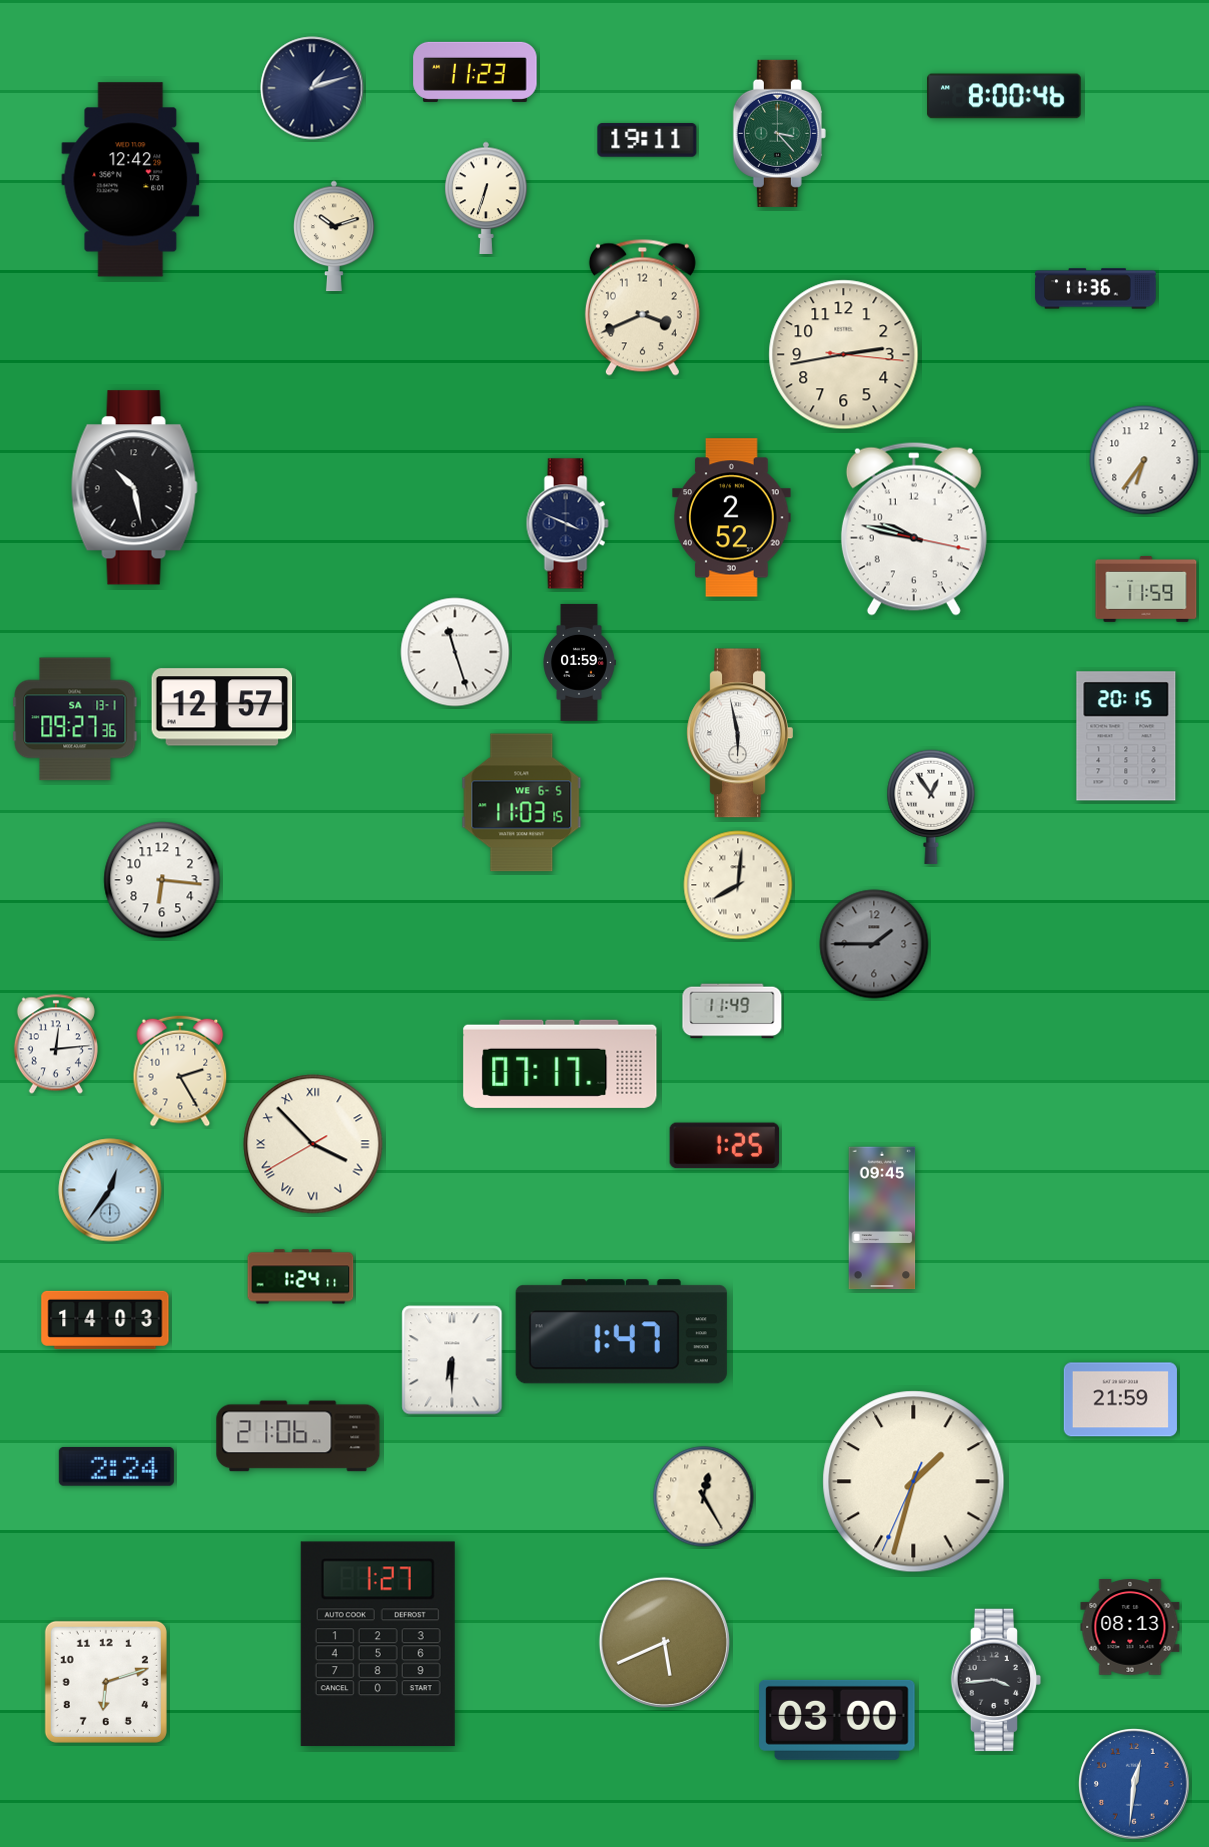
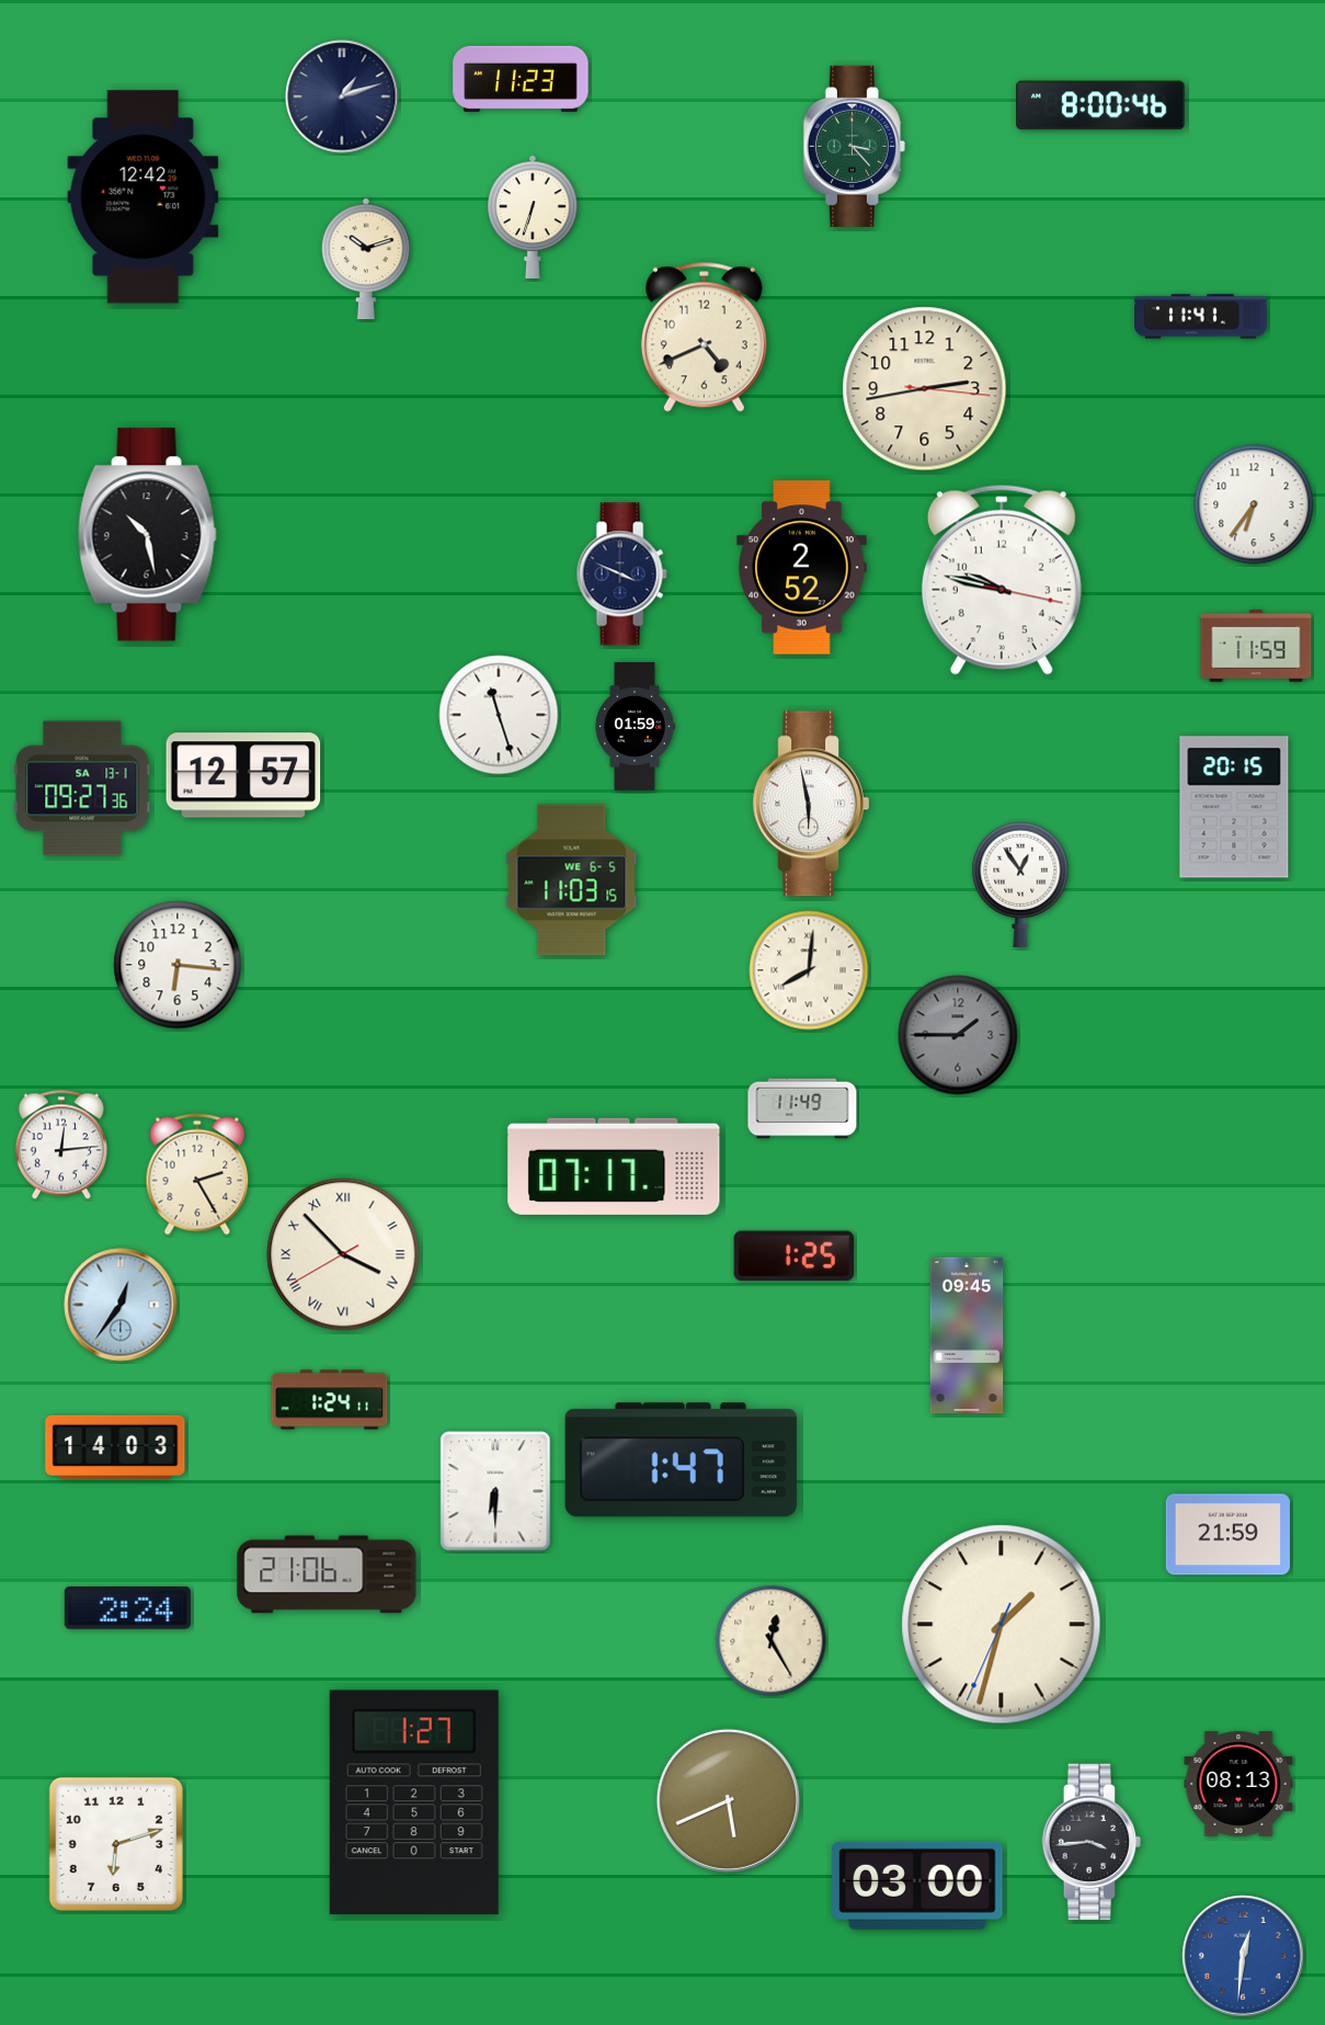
clock at (647, 140): 19:11 -> none
clock at (1096, 289): 11:36 -> 11:41
clock at (642, 307): 3:41 -> 4:41
